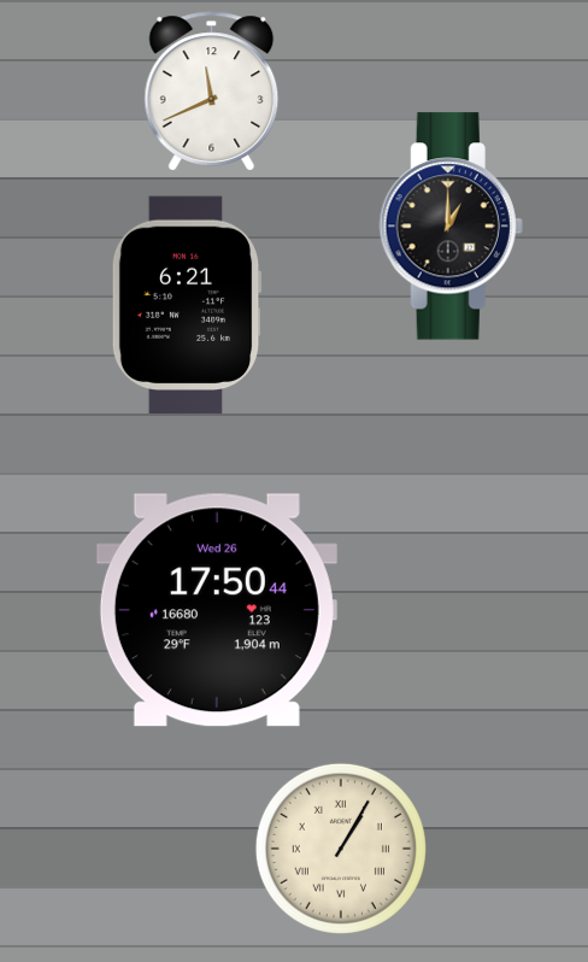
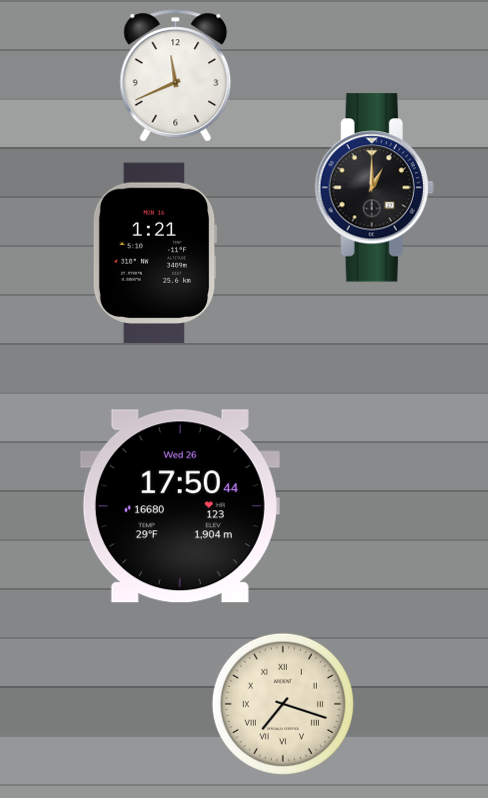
clock at (187, 305): 6:21 -> 1:21
clock at (341, 849): 1:05 -> 7:18
